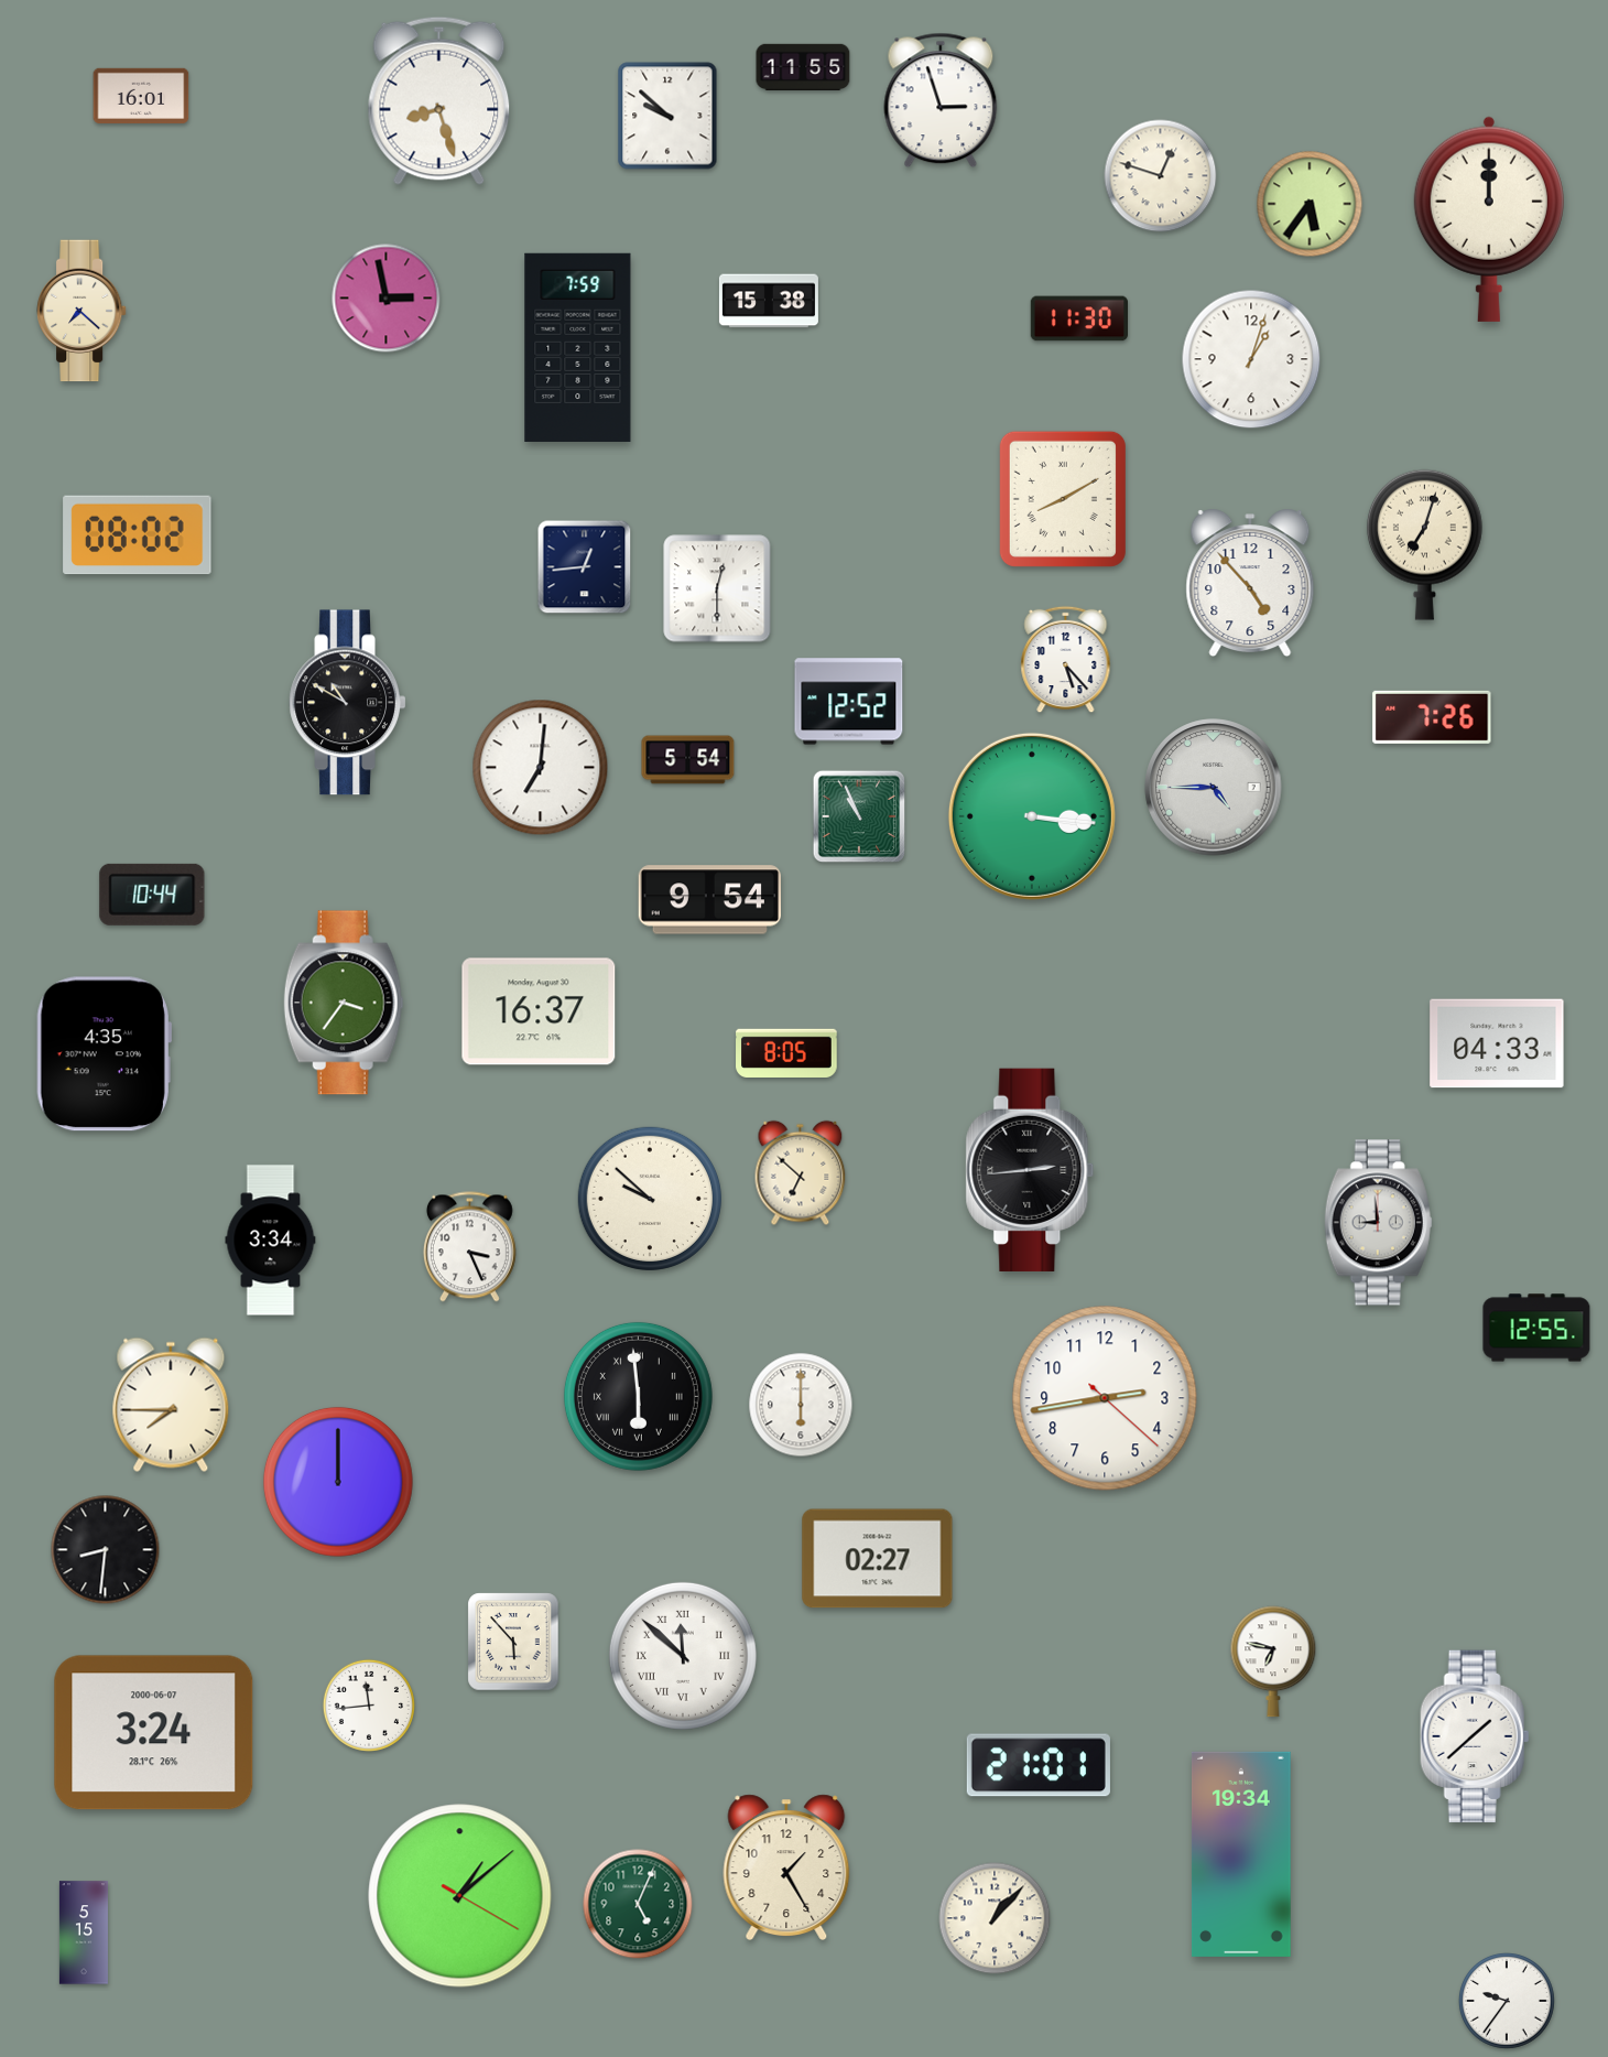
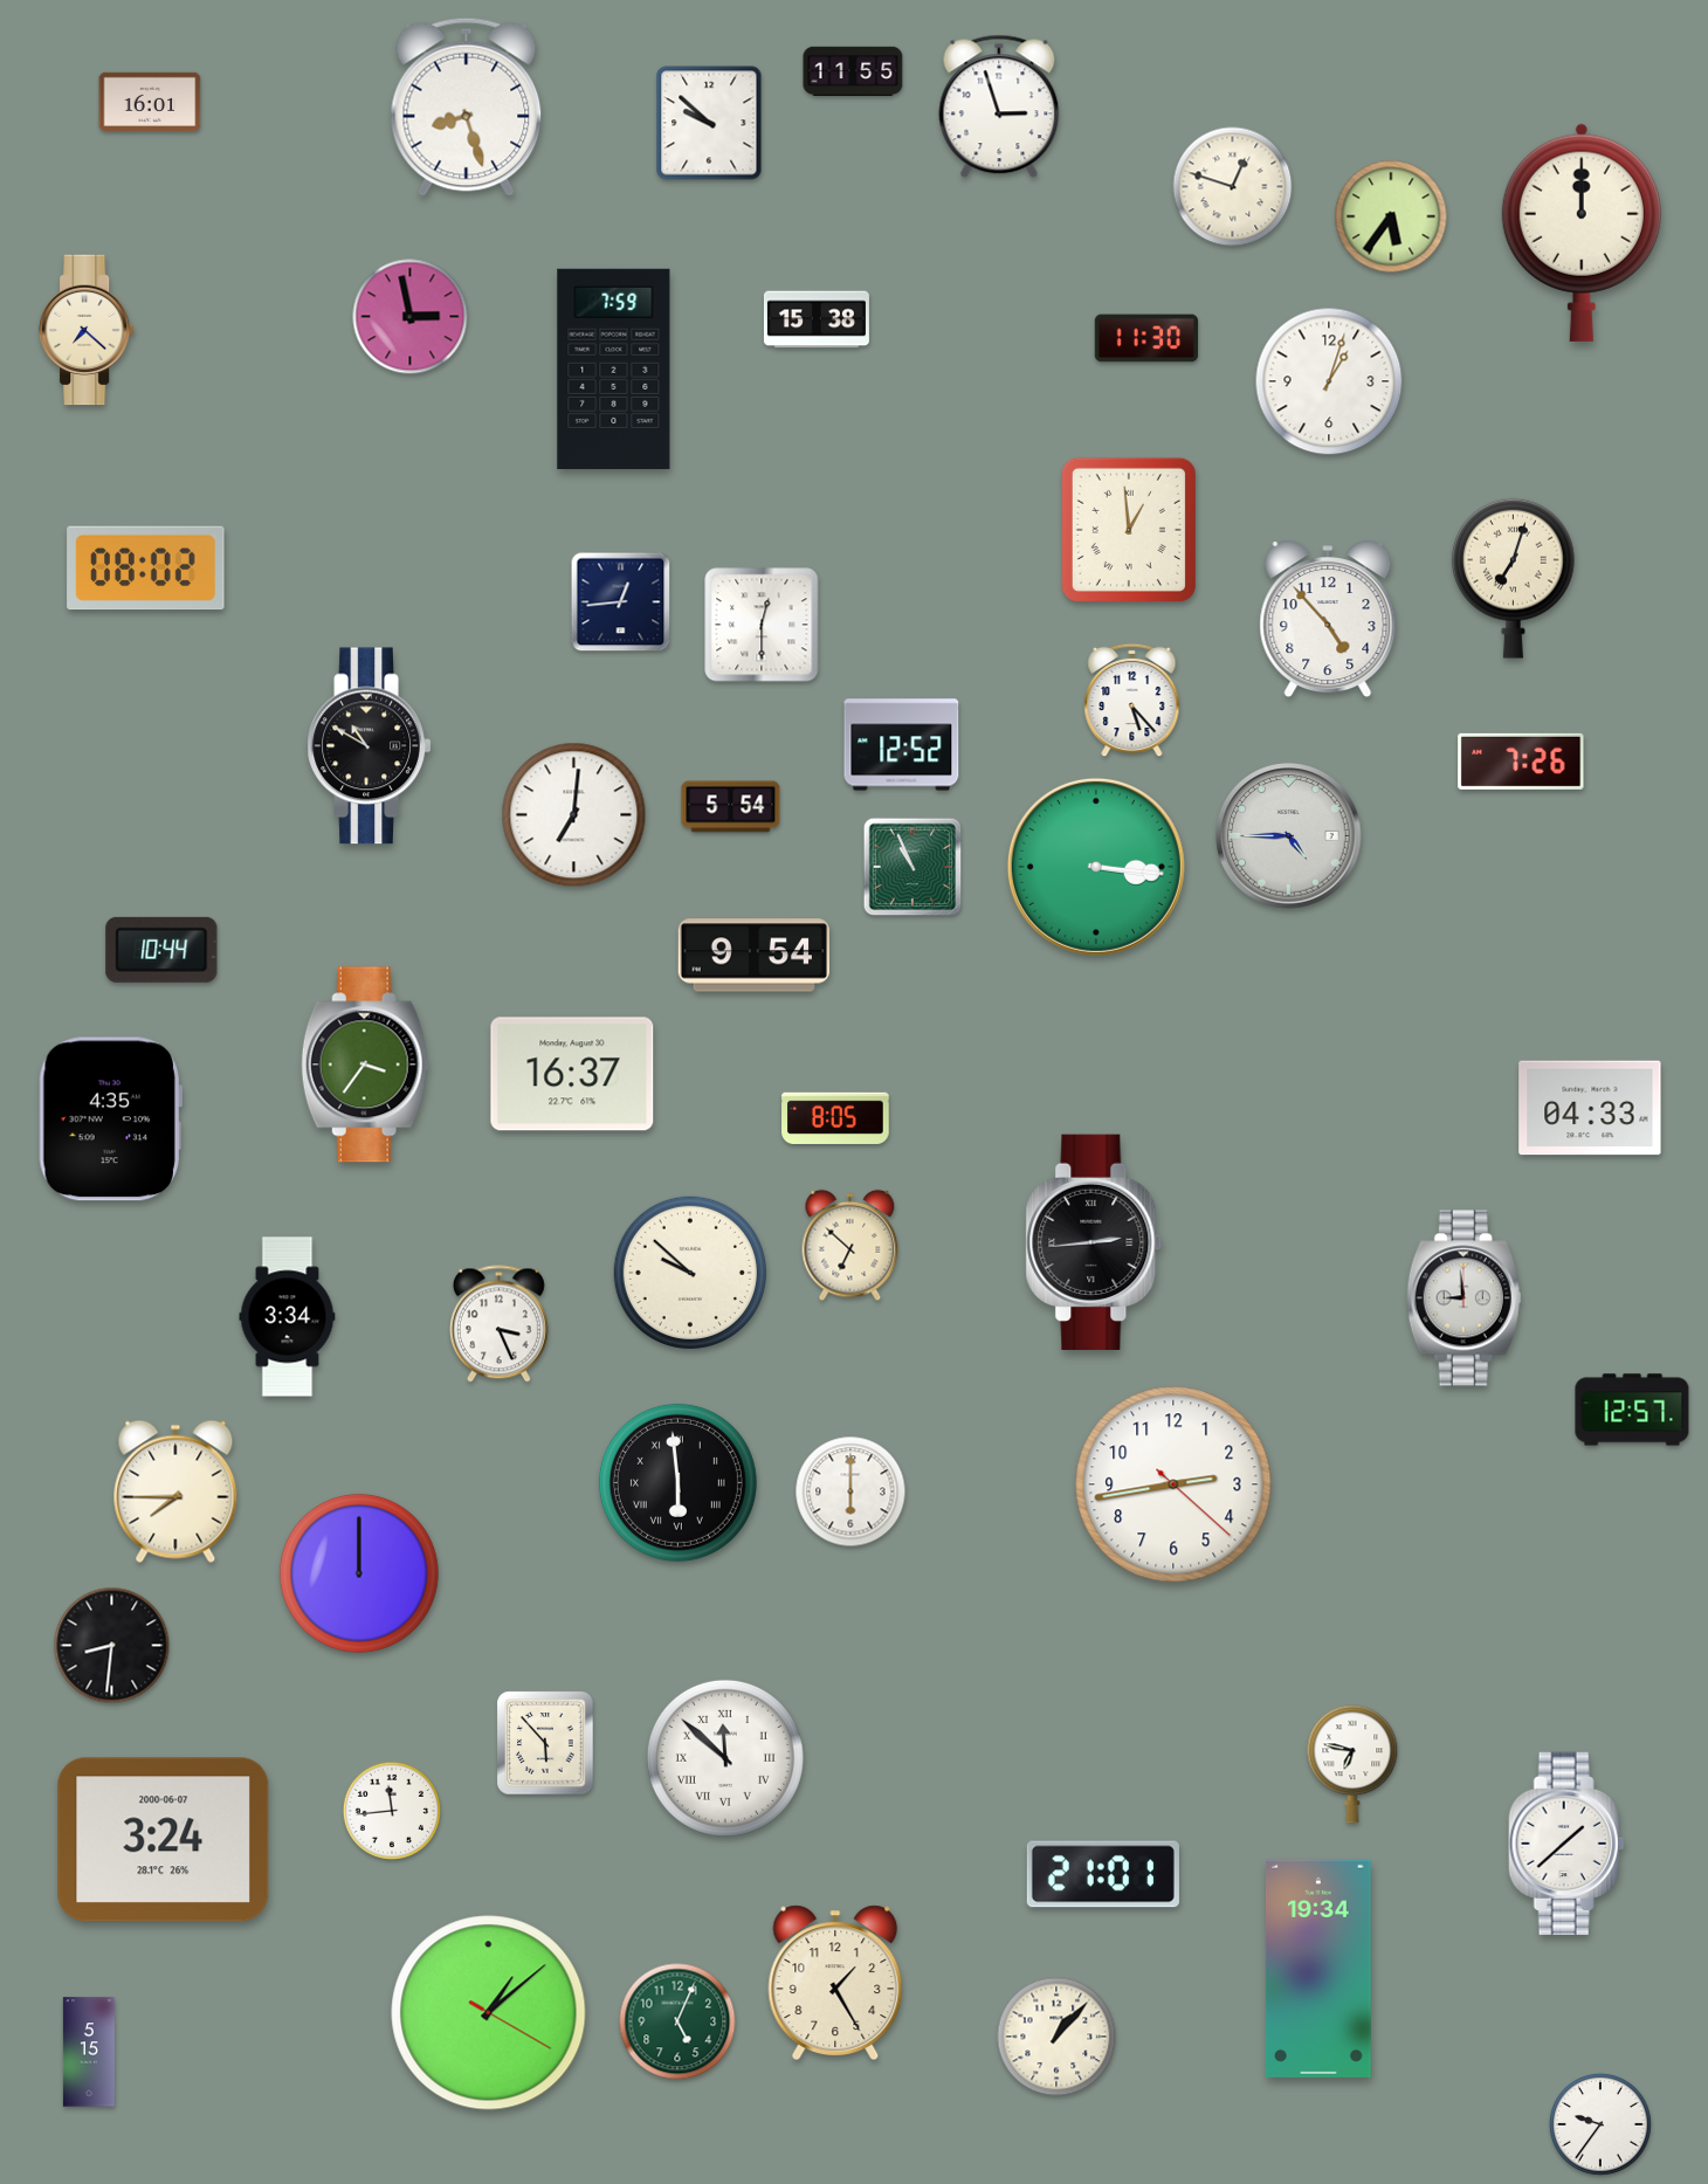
clock at (1063, 499): 8:10 -> 12:59
clock at (1536, 1328): 12:55 -> 12:57
clock at (171, 1405) position: (171, 1405) -> (175, 1491)
clock at (878, 1559): 02:27 -> none
